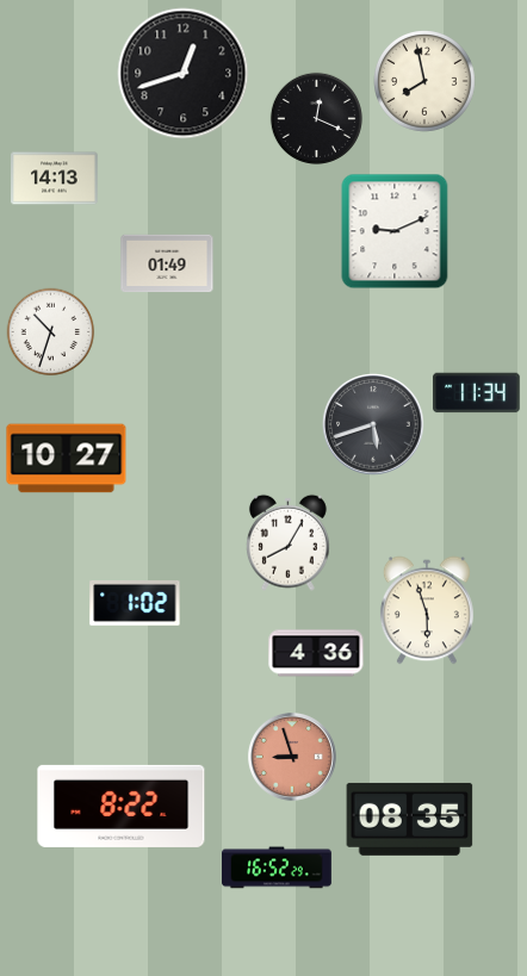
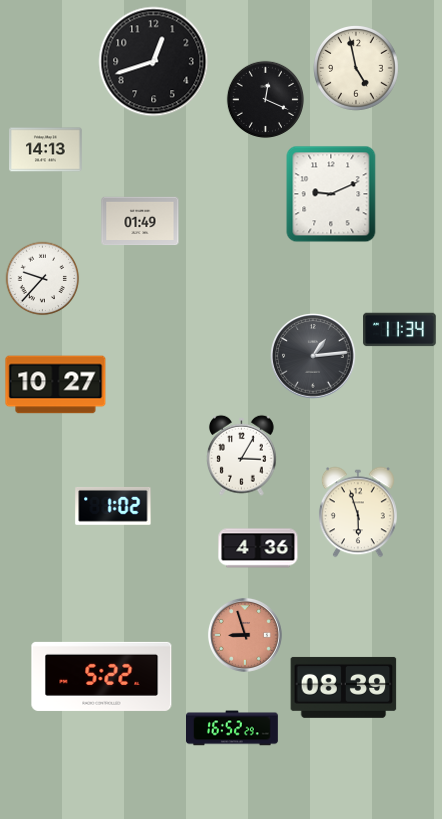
clock at (426, 82): 7:58 -> 4:58
clock at (51, 332): 10:33 -> 9:37
clock at (373, 424): 5:42 -> 1:14
clock at (287, 542): 8:05 -> 3:05
clock at (316, 653) position: (316, 653) -> (258, 548)
clock at (122, 806): 8:22 -> 5:22
clock at (410, 819): 08:35 -> 08:39
